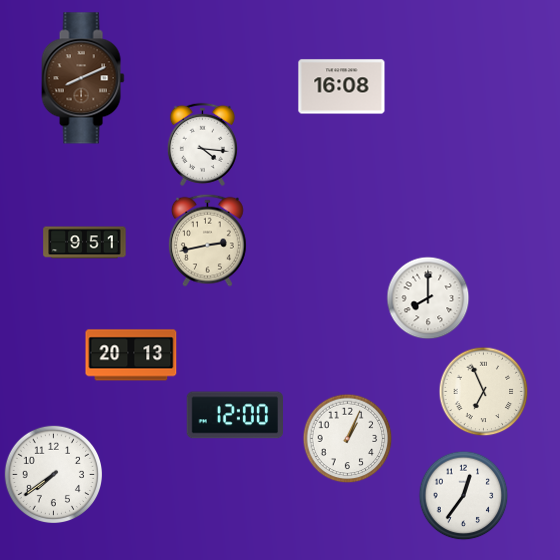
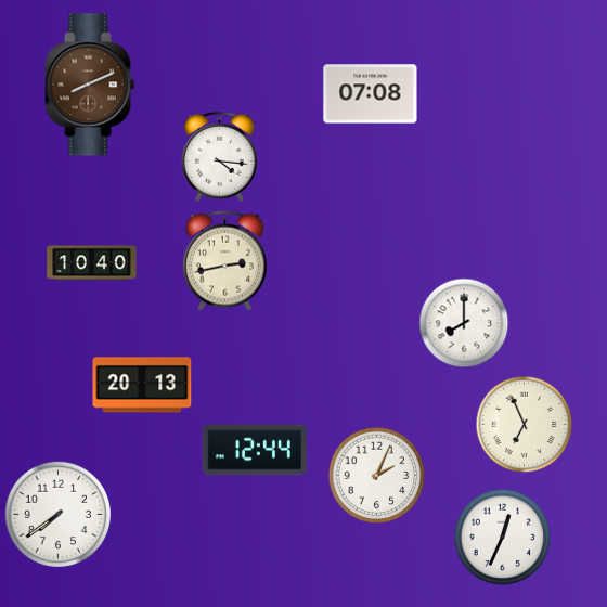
clock at (342, 87): 16:08 -> 07:08
clock at (85, 243): 9:51 -> 10:40
clock at (234, 415): 12:00 -> 12:44
clock at (348, 439): 1:04 -> 2:04
clock at (464, 496): 12:36 -> 12:34
